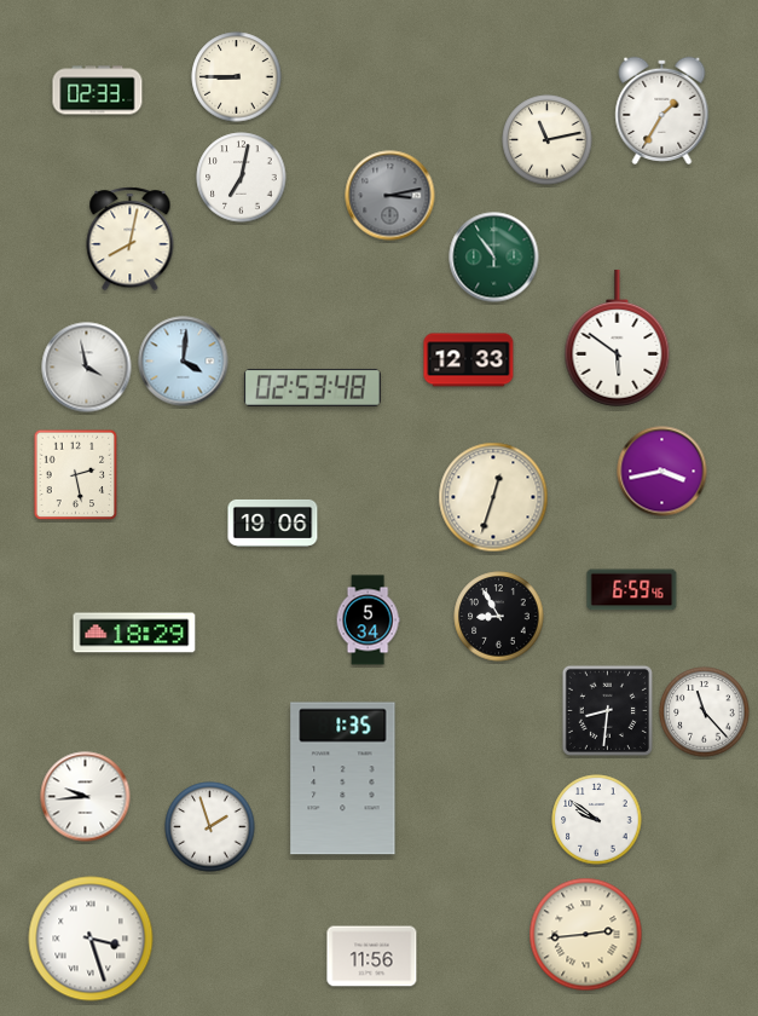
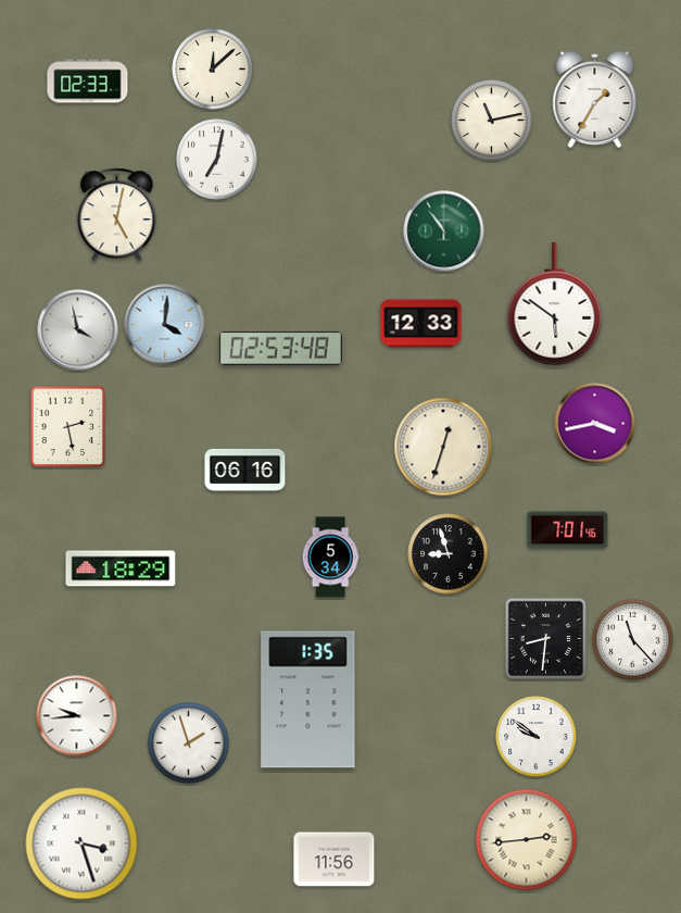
clock at (237, 77): 8:45 -> 12:08
clock at (548, 140) position: (548, 140) -> (492, 121)
clock at (390, 196): 3:13 -> none
clock at (131, 239): 8:02 -> 5:02
clock at (273, 523): 19:06 -> 06:16
clock at (632, 590): 6:59 -> 7:01
clock at (499, 617): 8:55 -> 8:57
